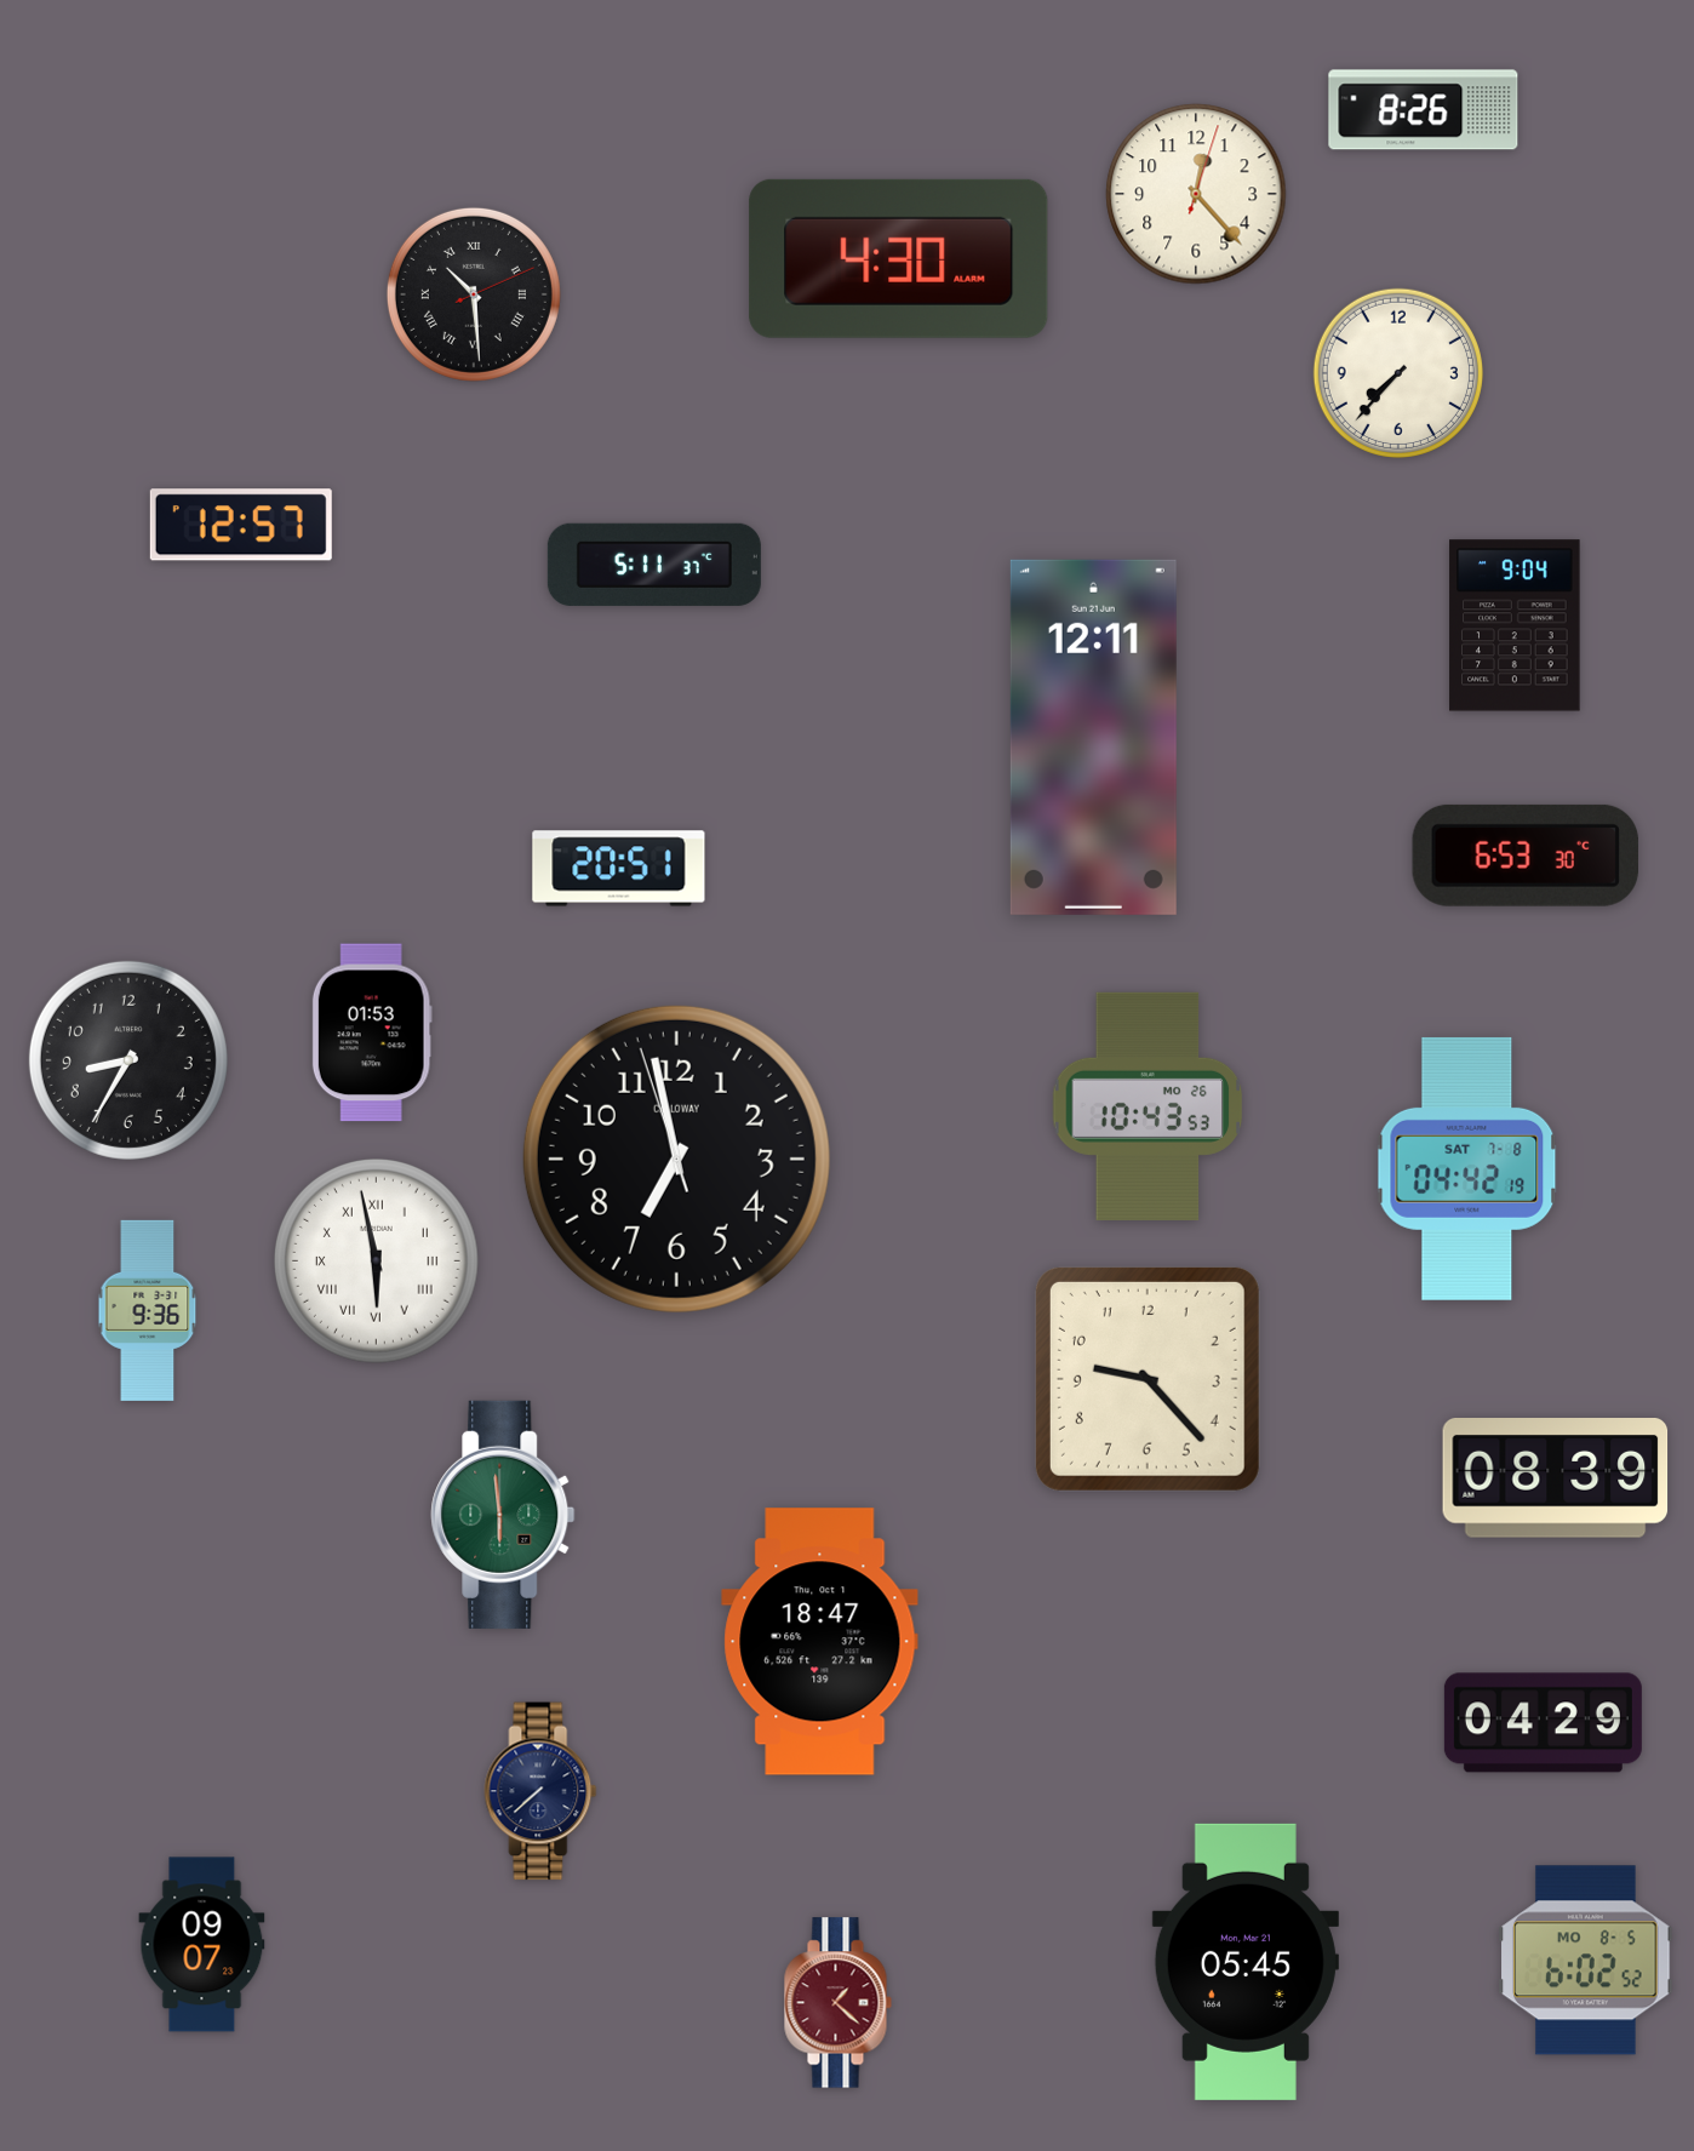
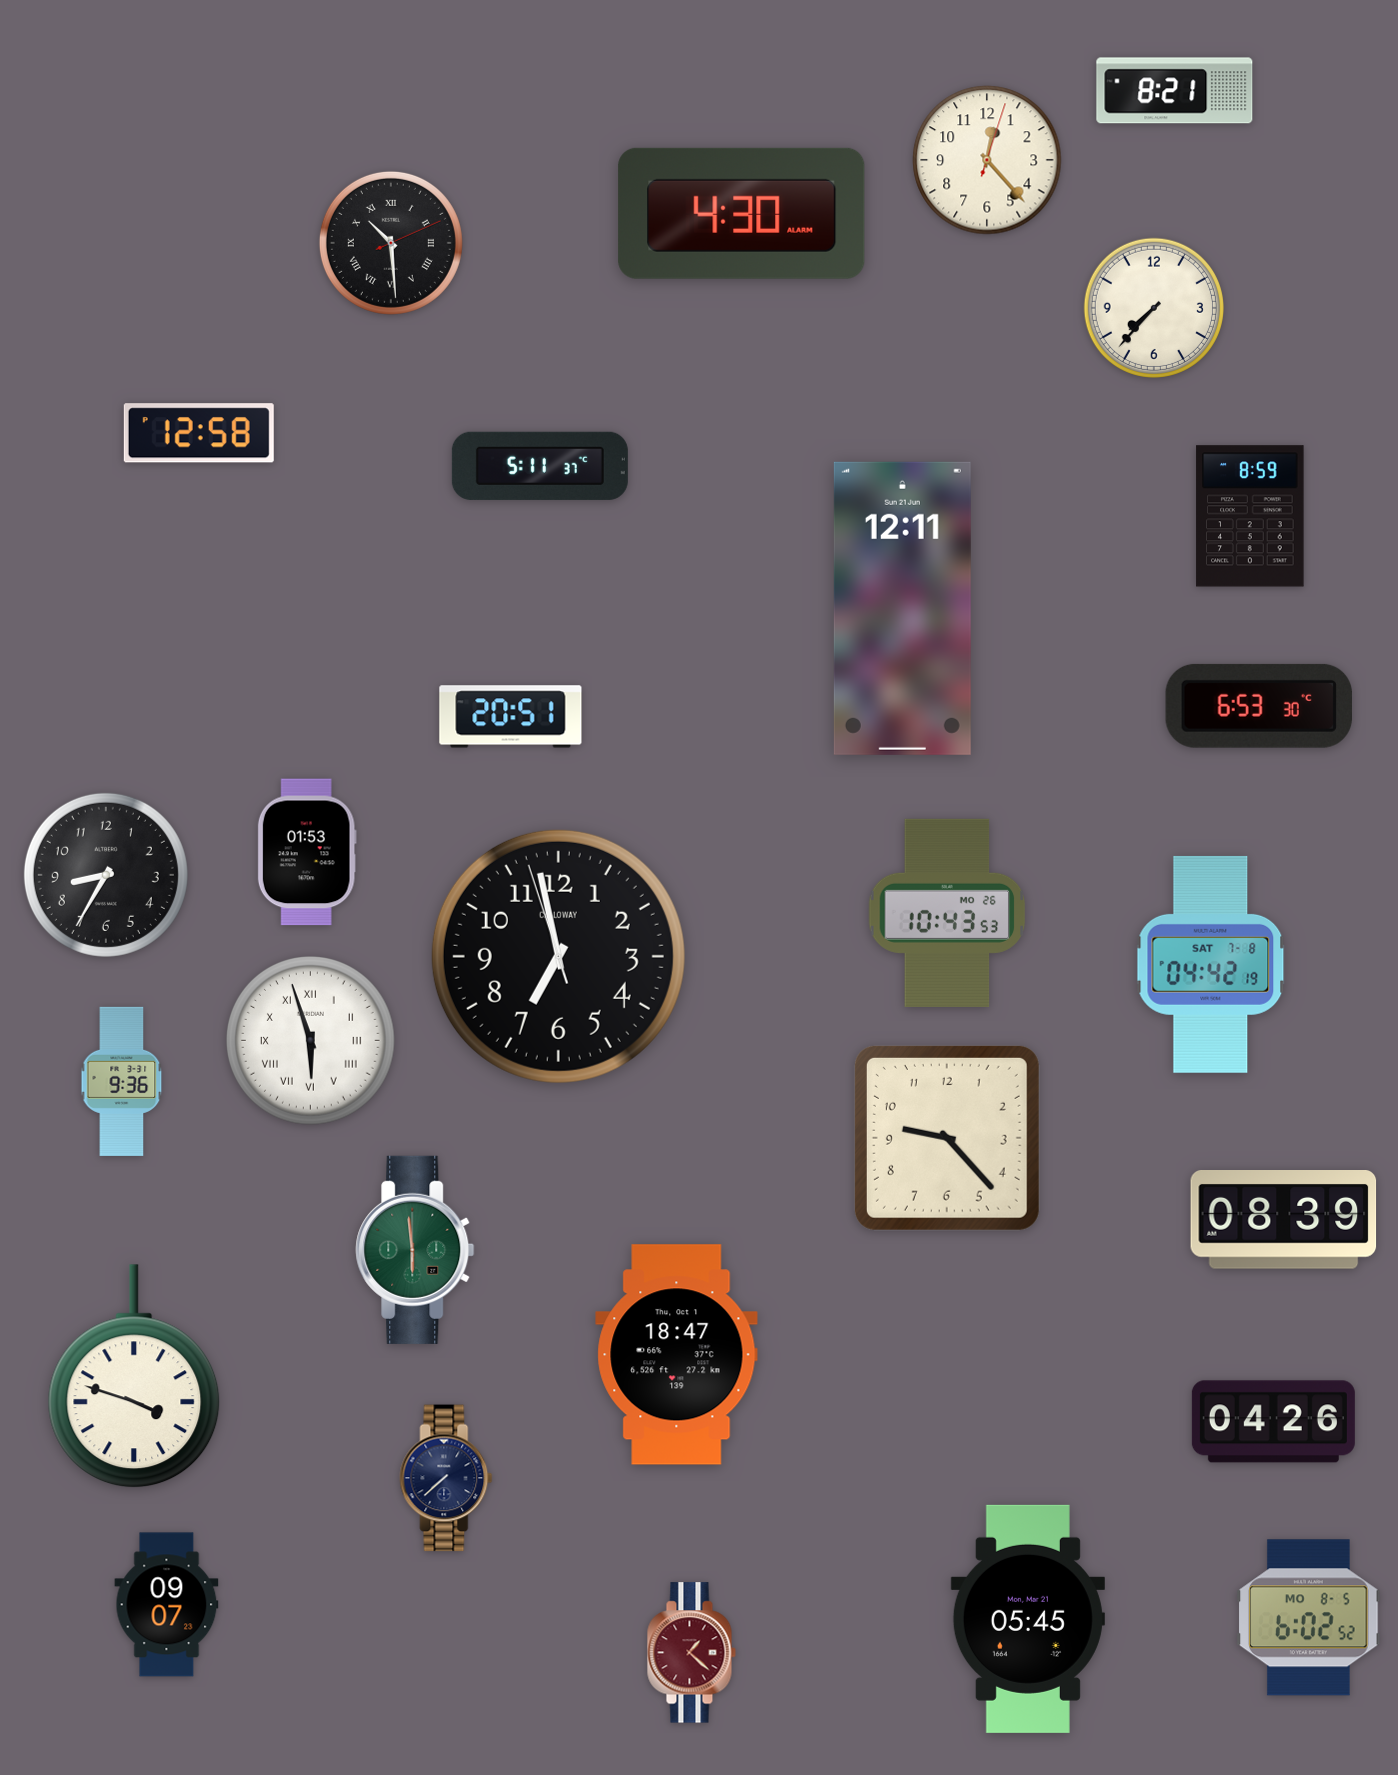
clock at (1424, 110): 8:26 -> 8:21
clock at (241, 525): 12:57 -> 12:58
clock at (1515, 625): 9:04 -> 8:59
clock at (377, 1262): 5:58 -> 5:57
clock at (134, 1377): none -> 3:48
clock at (1543, 1723): 04:29 -> 04:26
